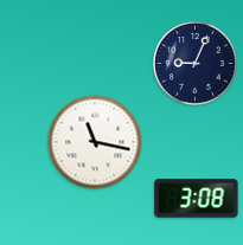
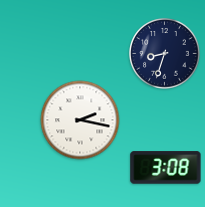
clock at (196, 64): 9:04 -> 8:33
clock at (95, 142): 11:17 -> 2:17
